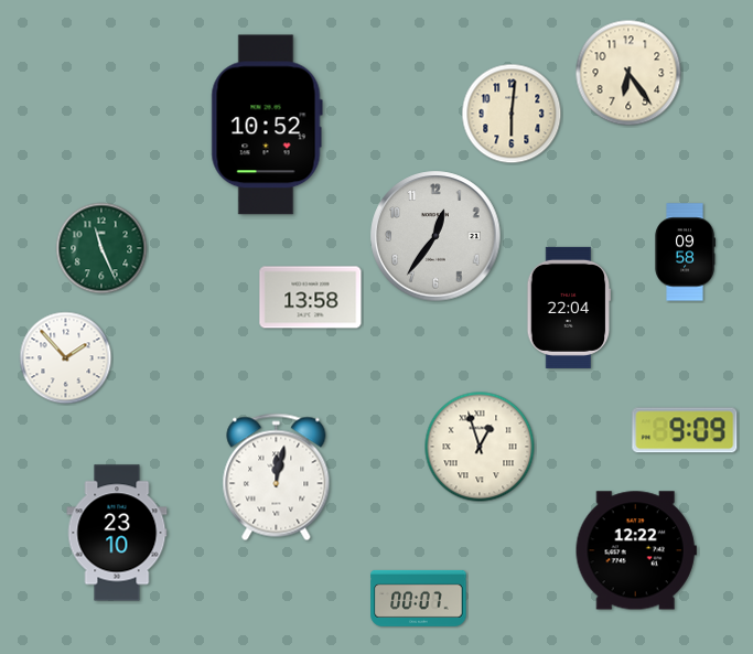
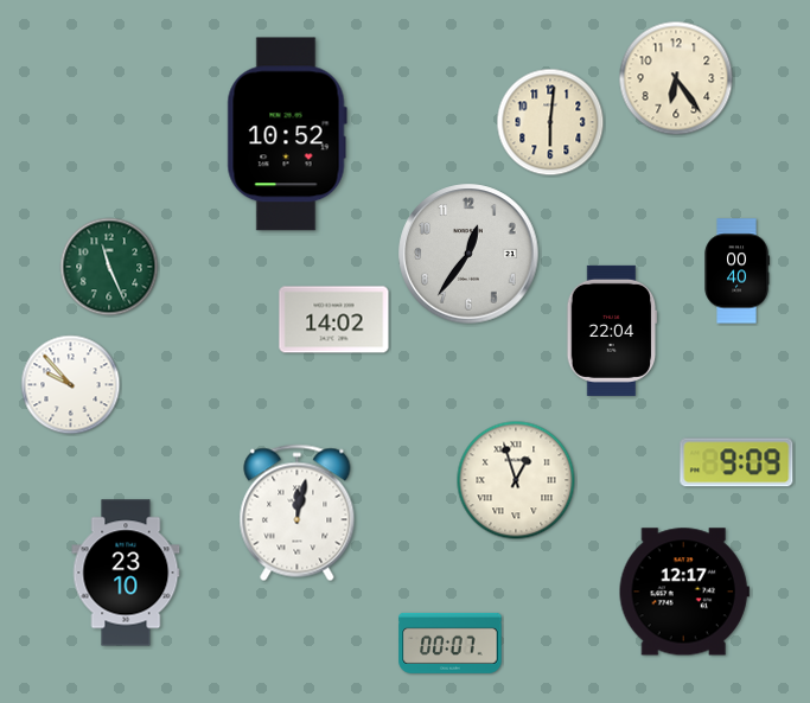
clock at (685, 253): 09:58 -> 00:40
clock at (311, 298): 13:58 -> 14:02
clock at (66, 358): 1:53 -> 9:53
clock at (636, 550): 12:22 -> 12:17
